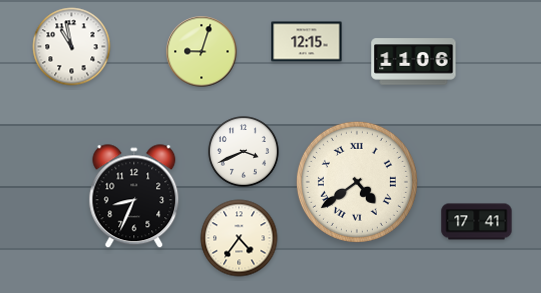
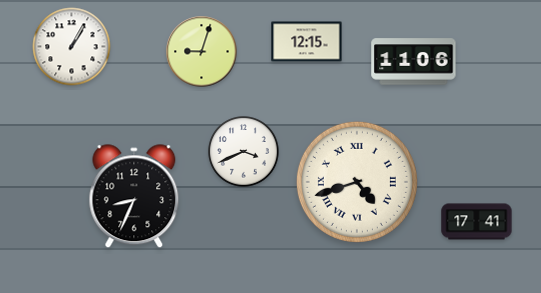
clock at (72, 47): 10:58 -> 1:05
clock at (357, 182): 4:39 -> 4:42
clock at (239, 238): 4:36 -> none
